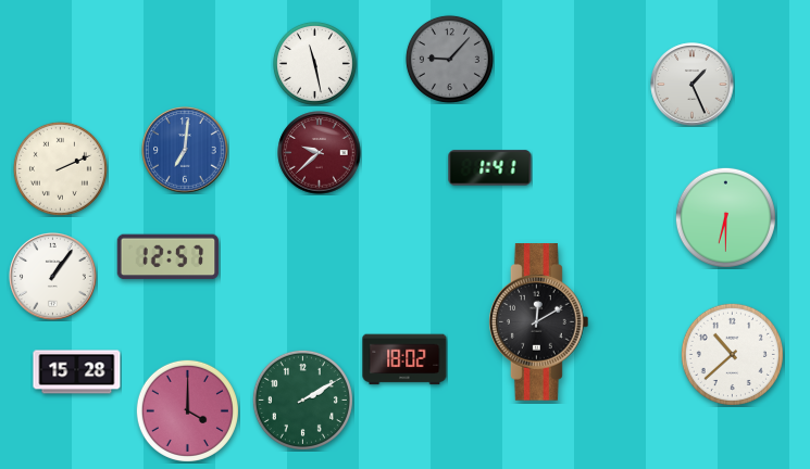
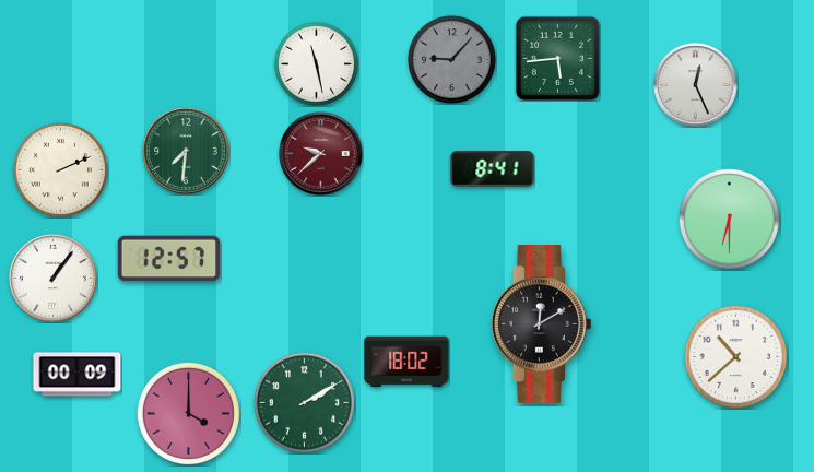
clock at (557, 58): none -> 5:44
clock at (693, 85): 1:26 -> 12:26
clock at (185, 150): 7:01 -> 7:31
clock at (185, 150) dial: blue -> green
clock at (490, 168): 1:41 -> 8:41
clock at (77, 372): 15:28 -> 00:09
